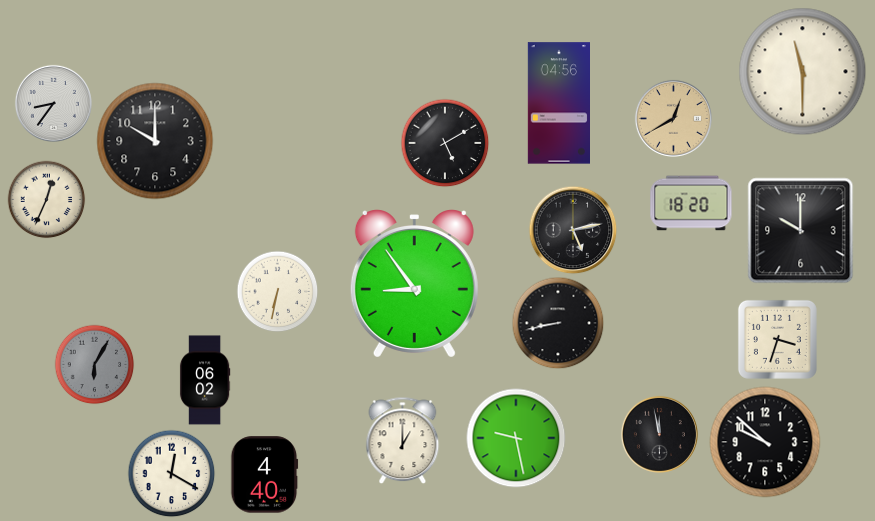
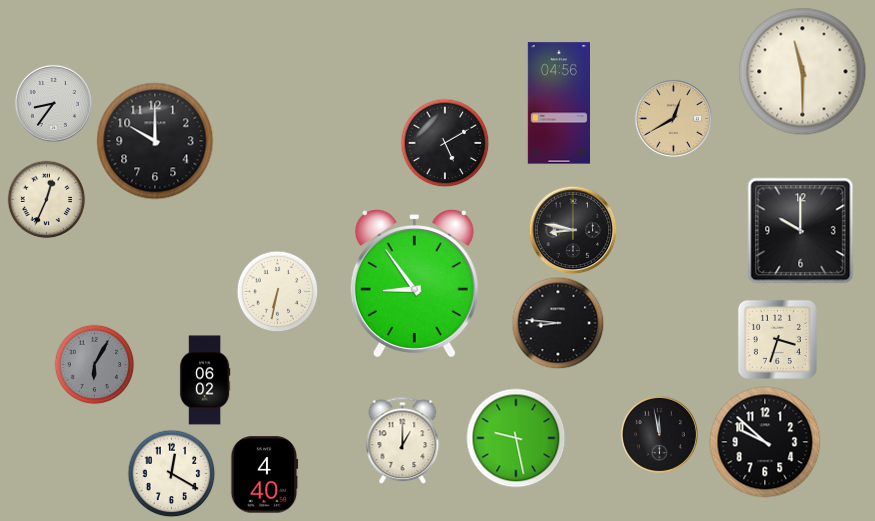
clock at (691, 203): 18:20 -> none
clock at (573, 230): 5:13 -> 8:47
clock at (558, 323): 8:43 -> 8:46
